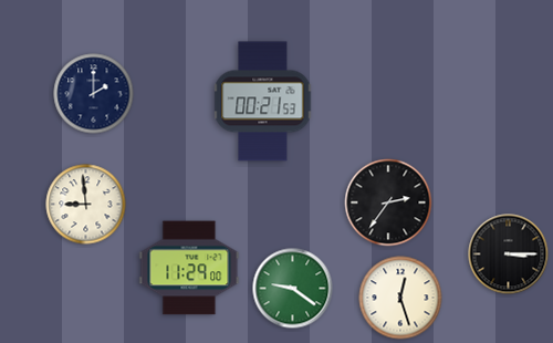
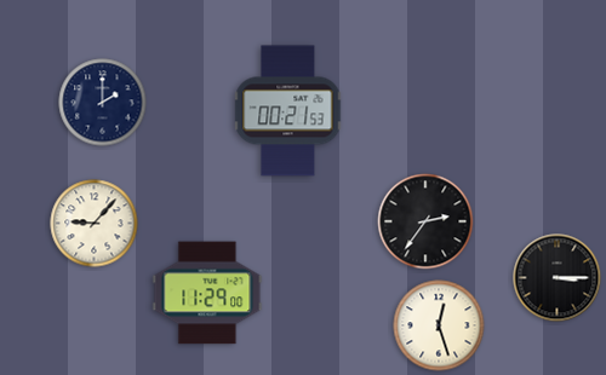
clock at (86, 205): 8:59 -> 9:07
clock at (293, 289): 9:21 -> none
